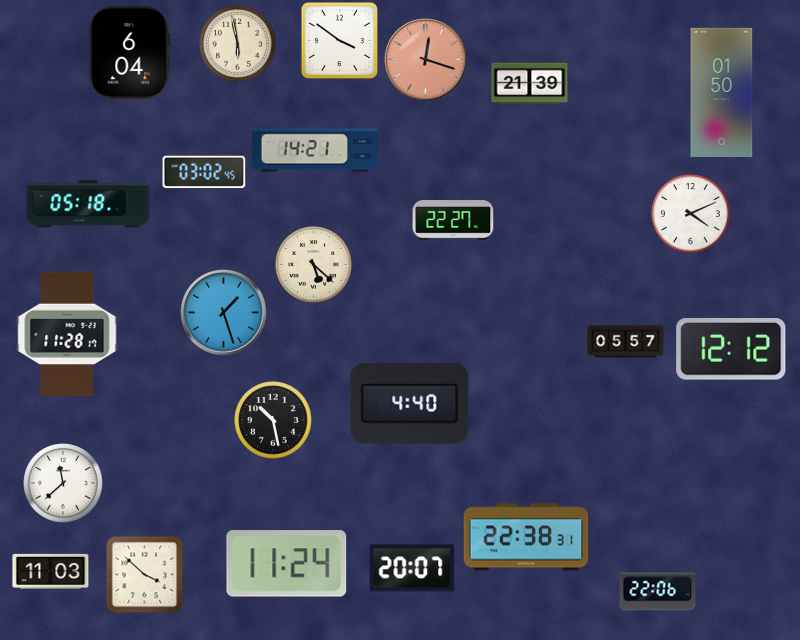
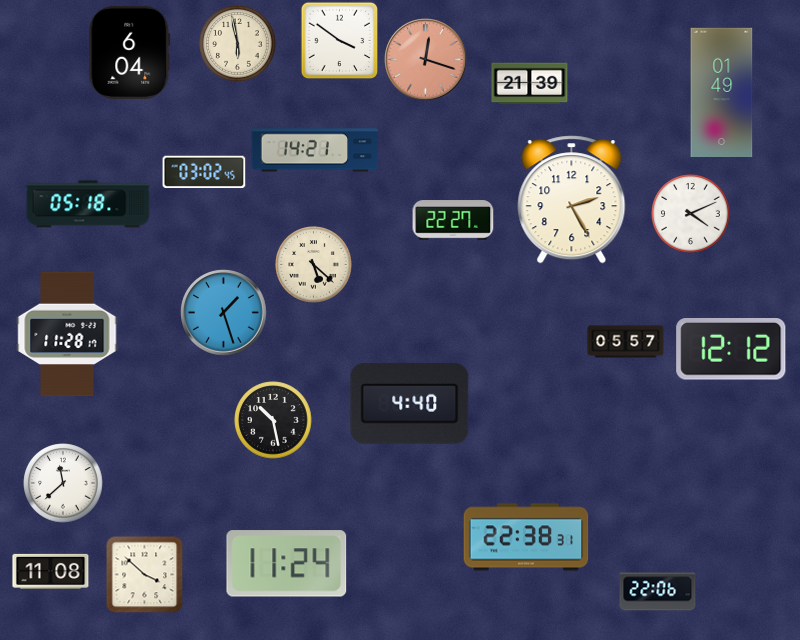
clock at (722, 92): 01:50 -> 01:49
clock at (572, 200): none -> 2:25
clock at (412, 568): 20:07 -> none
clock at (51, 571): 11:03 -> 11:08
